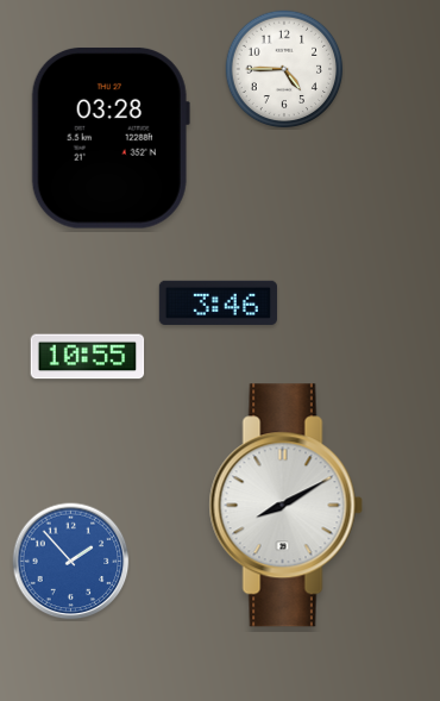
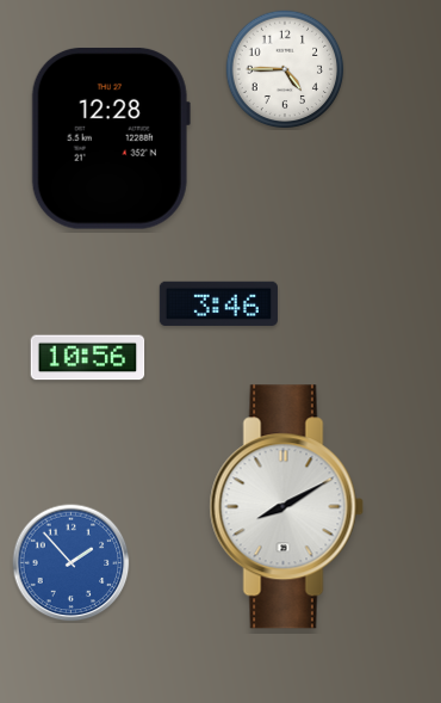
clock at (111, 138): 03:28 -> 12:28
clock at (88, 357): 10:55 -> 10:56
